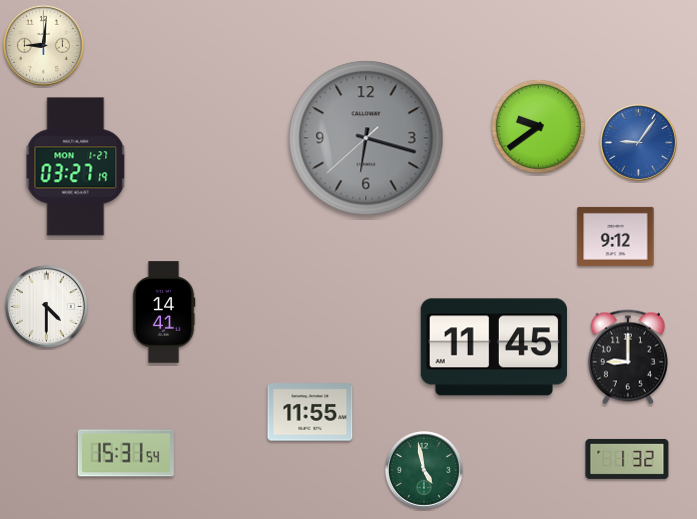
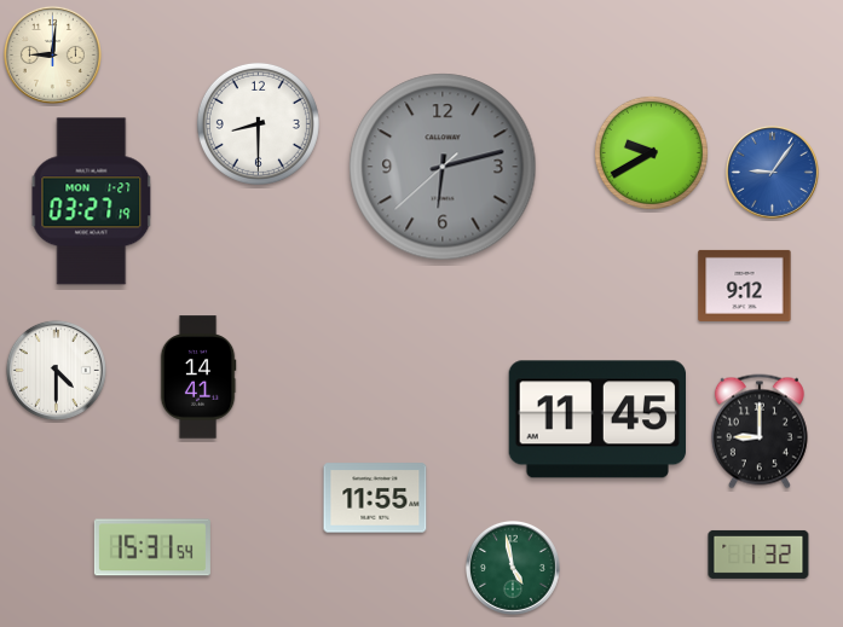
clock at (258, 123): none -> 8:30
clock at (538, 126): 9:39 -> 9:40
clock at (366, 138): 6:17 -> 6:12
